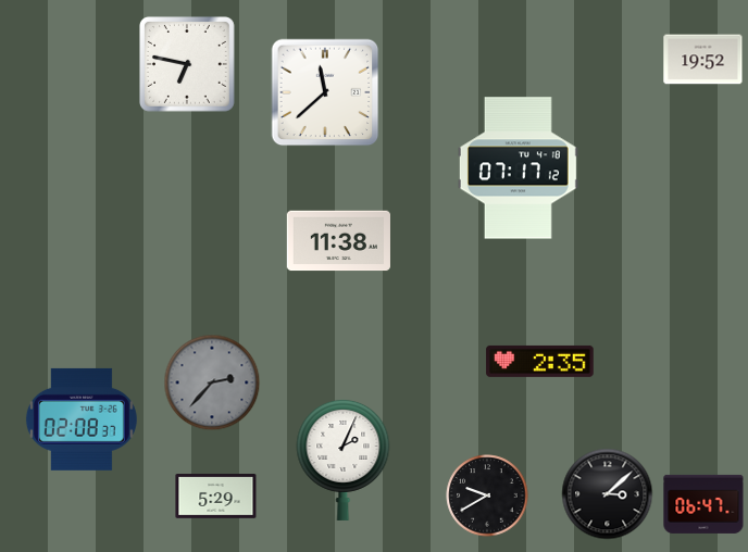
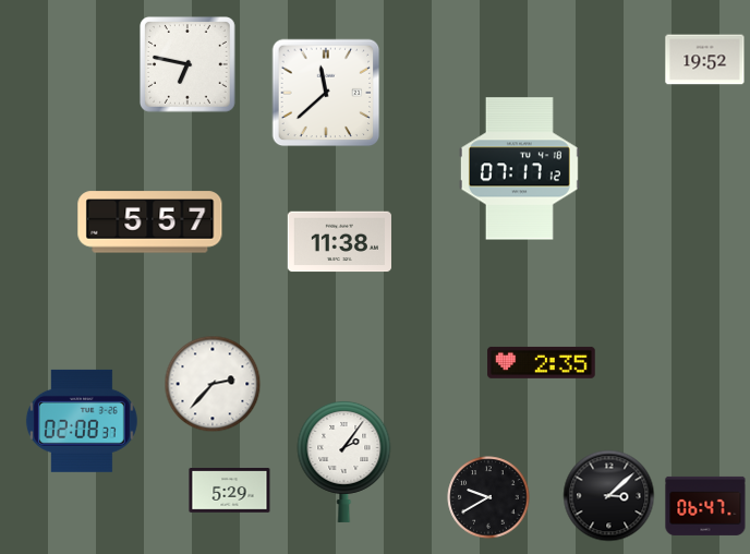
clock at (150, 222): none -> 5:57
clock at (212, 382) dial: grey -> white
clock at (344, 460): 2:04 -> 2:06
clock at (216, 497) position: (216, 497) -> (230, 491)
